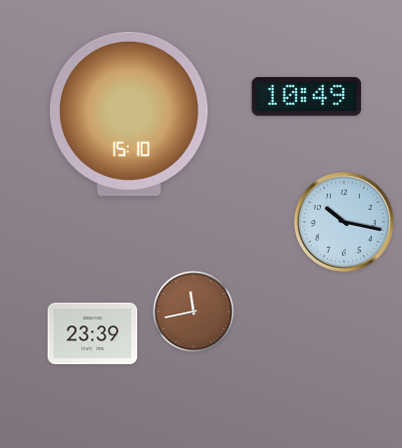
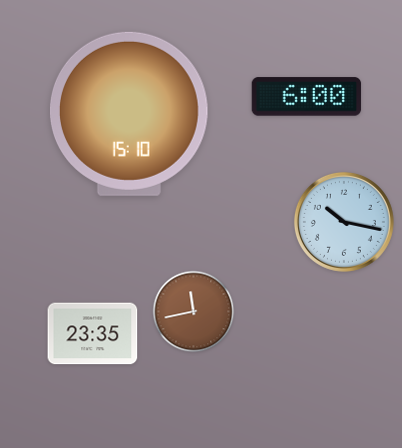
clock at (307, 97): 10:49 -> 6:00
clock at (93, 334): 23:39 -> 23:35
